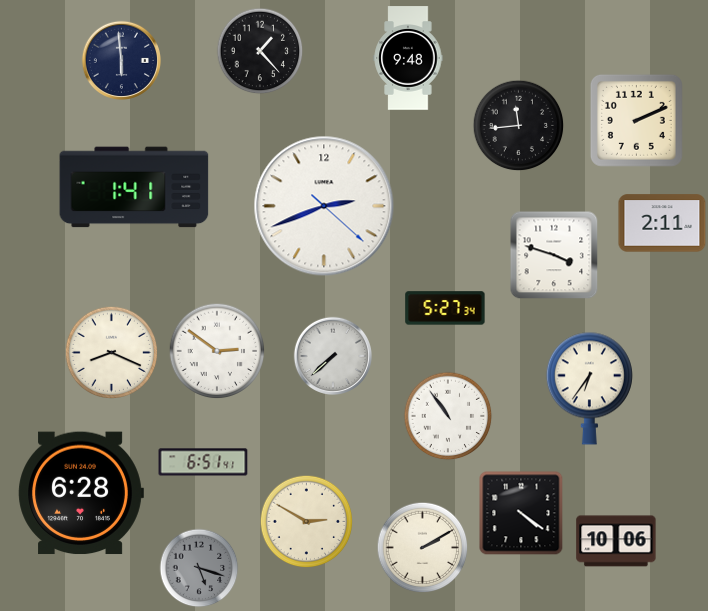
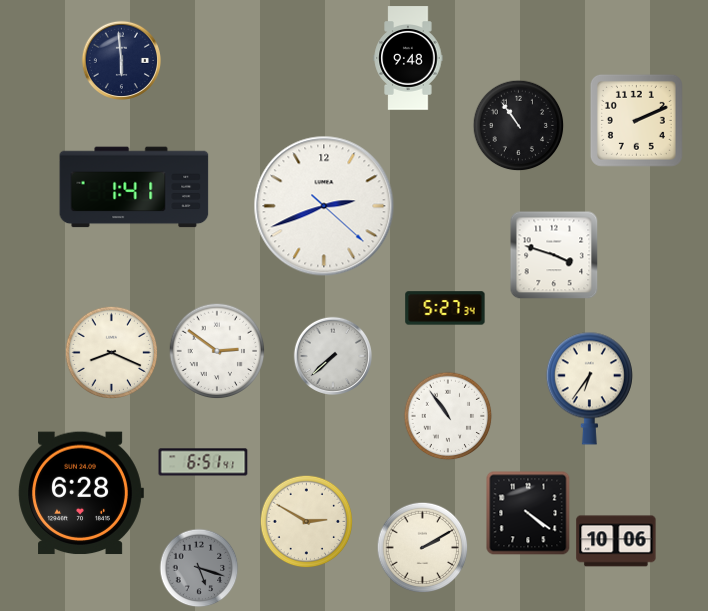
clock at (260, 51): 1:23 -> none
clock at (519, 126): 11:44 -> 10:54
clock at (662, 223): 2:11 -> none
clock at (521, 513) position: (521, 513) -> (528, 513)
